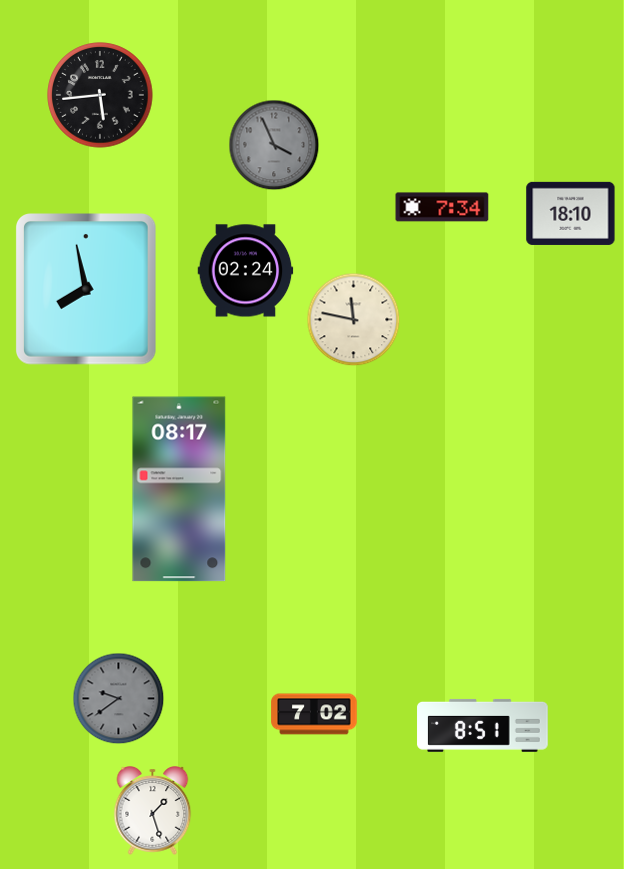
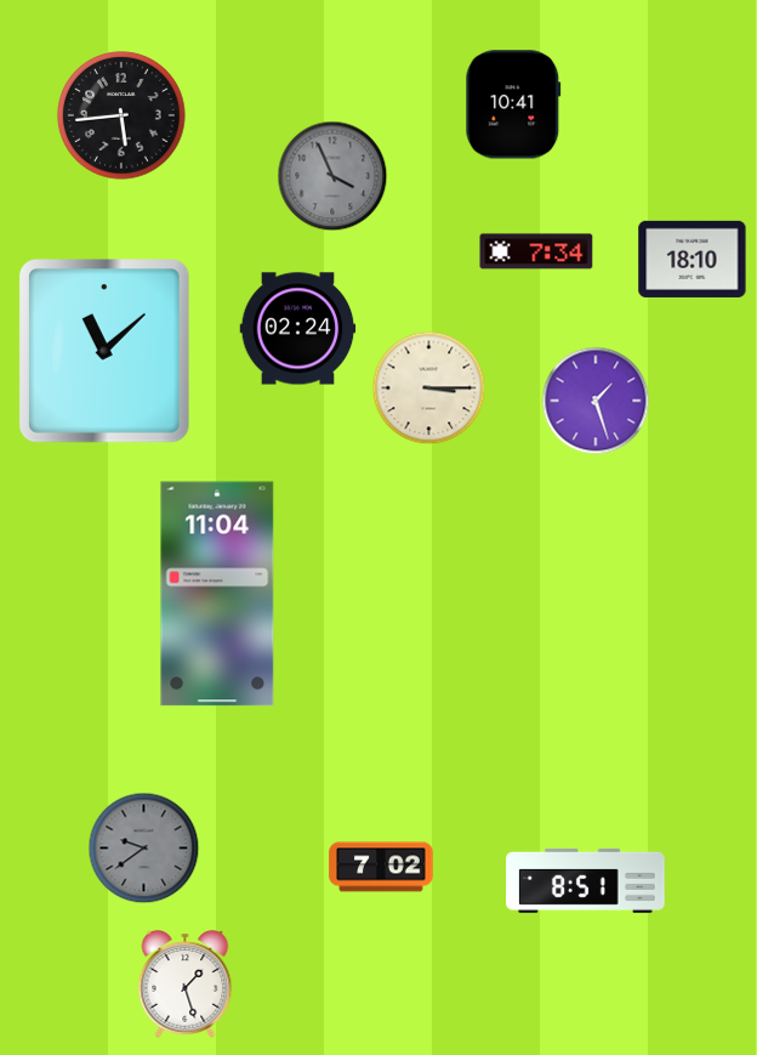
clock at (513, 104): none -> 10:41
clock at (87, 290): 7:58 -> 11:08
clock at (354, 320): 11:47 -> 3:15
clock at (596, 401): none -> 1:27
clock at (179, 489): 08:17 -> 11:04
